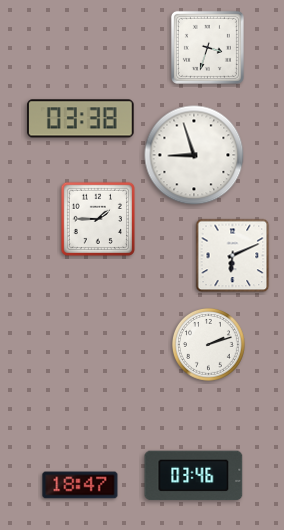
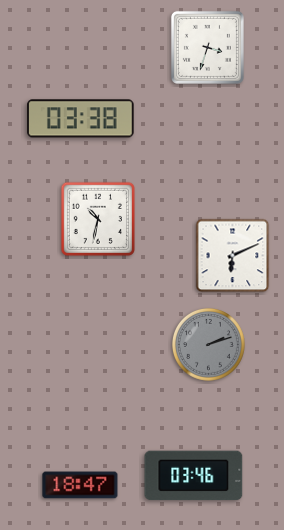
clock at (194, 155): 8:57 -> none
clock at (98, 219): 1:45 -> 10:32
clock at (209, 345) dial: white -> grey
